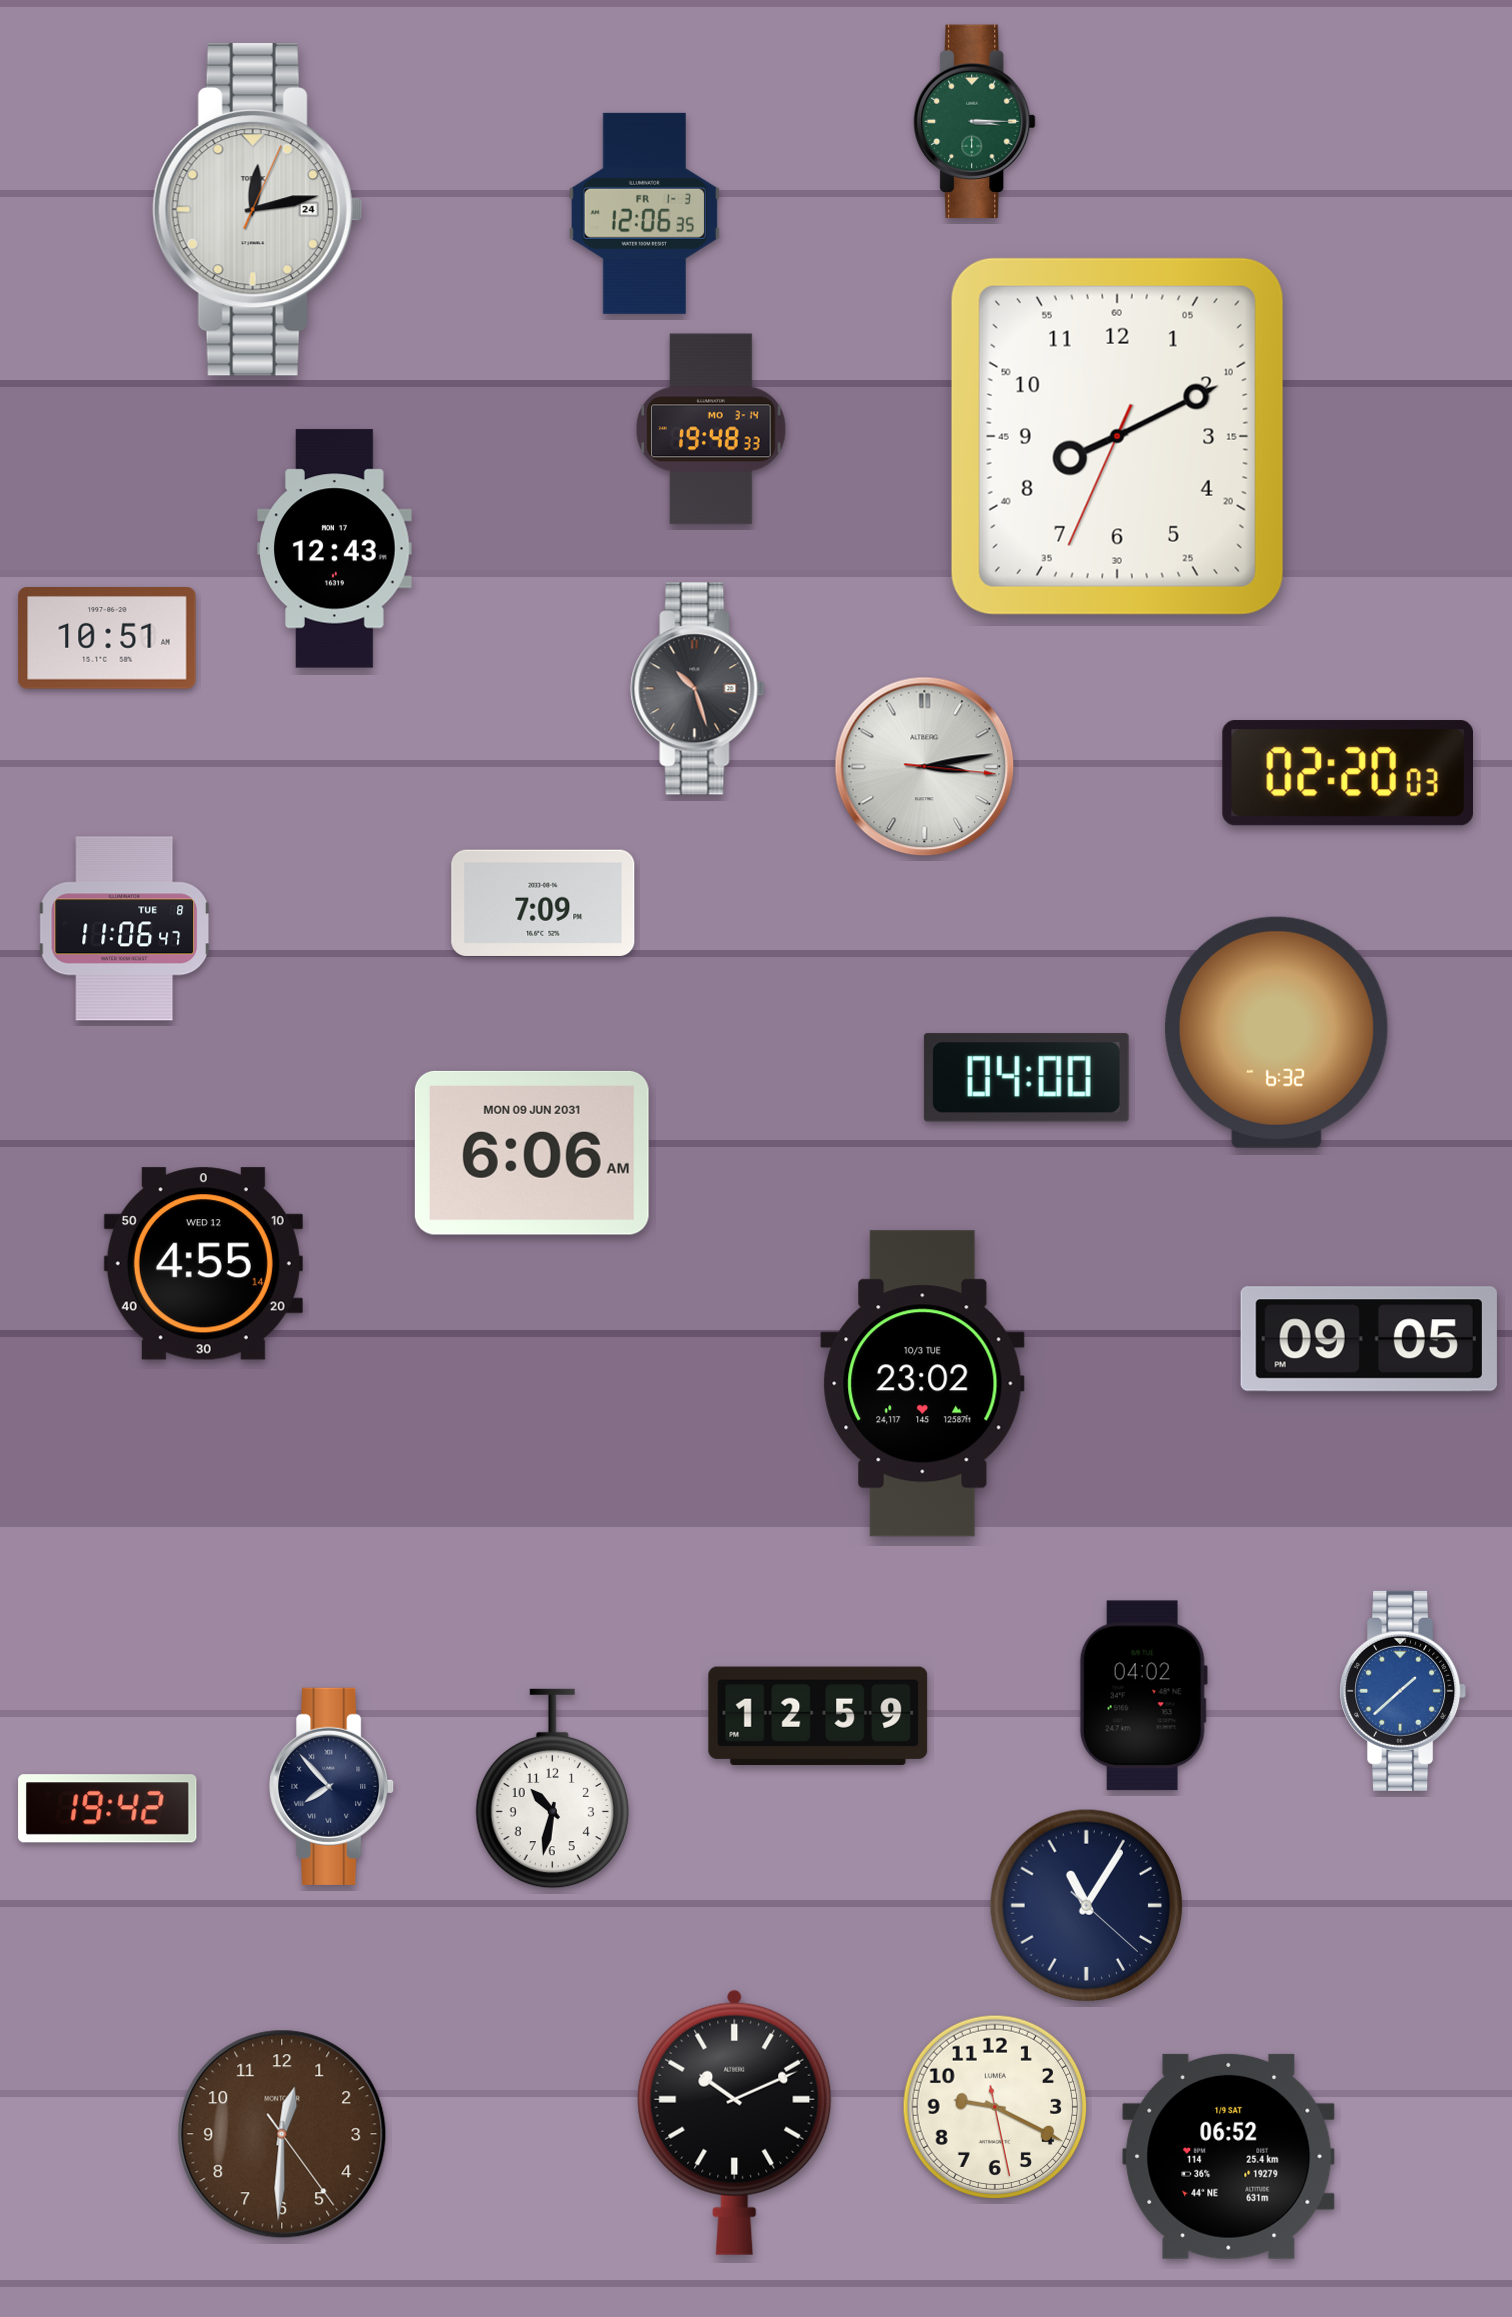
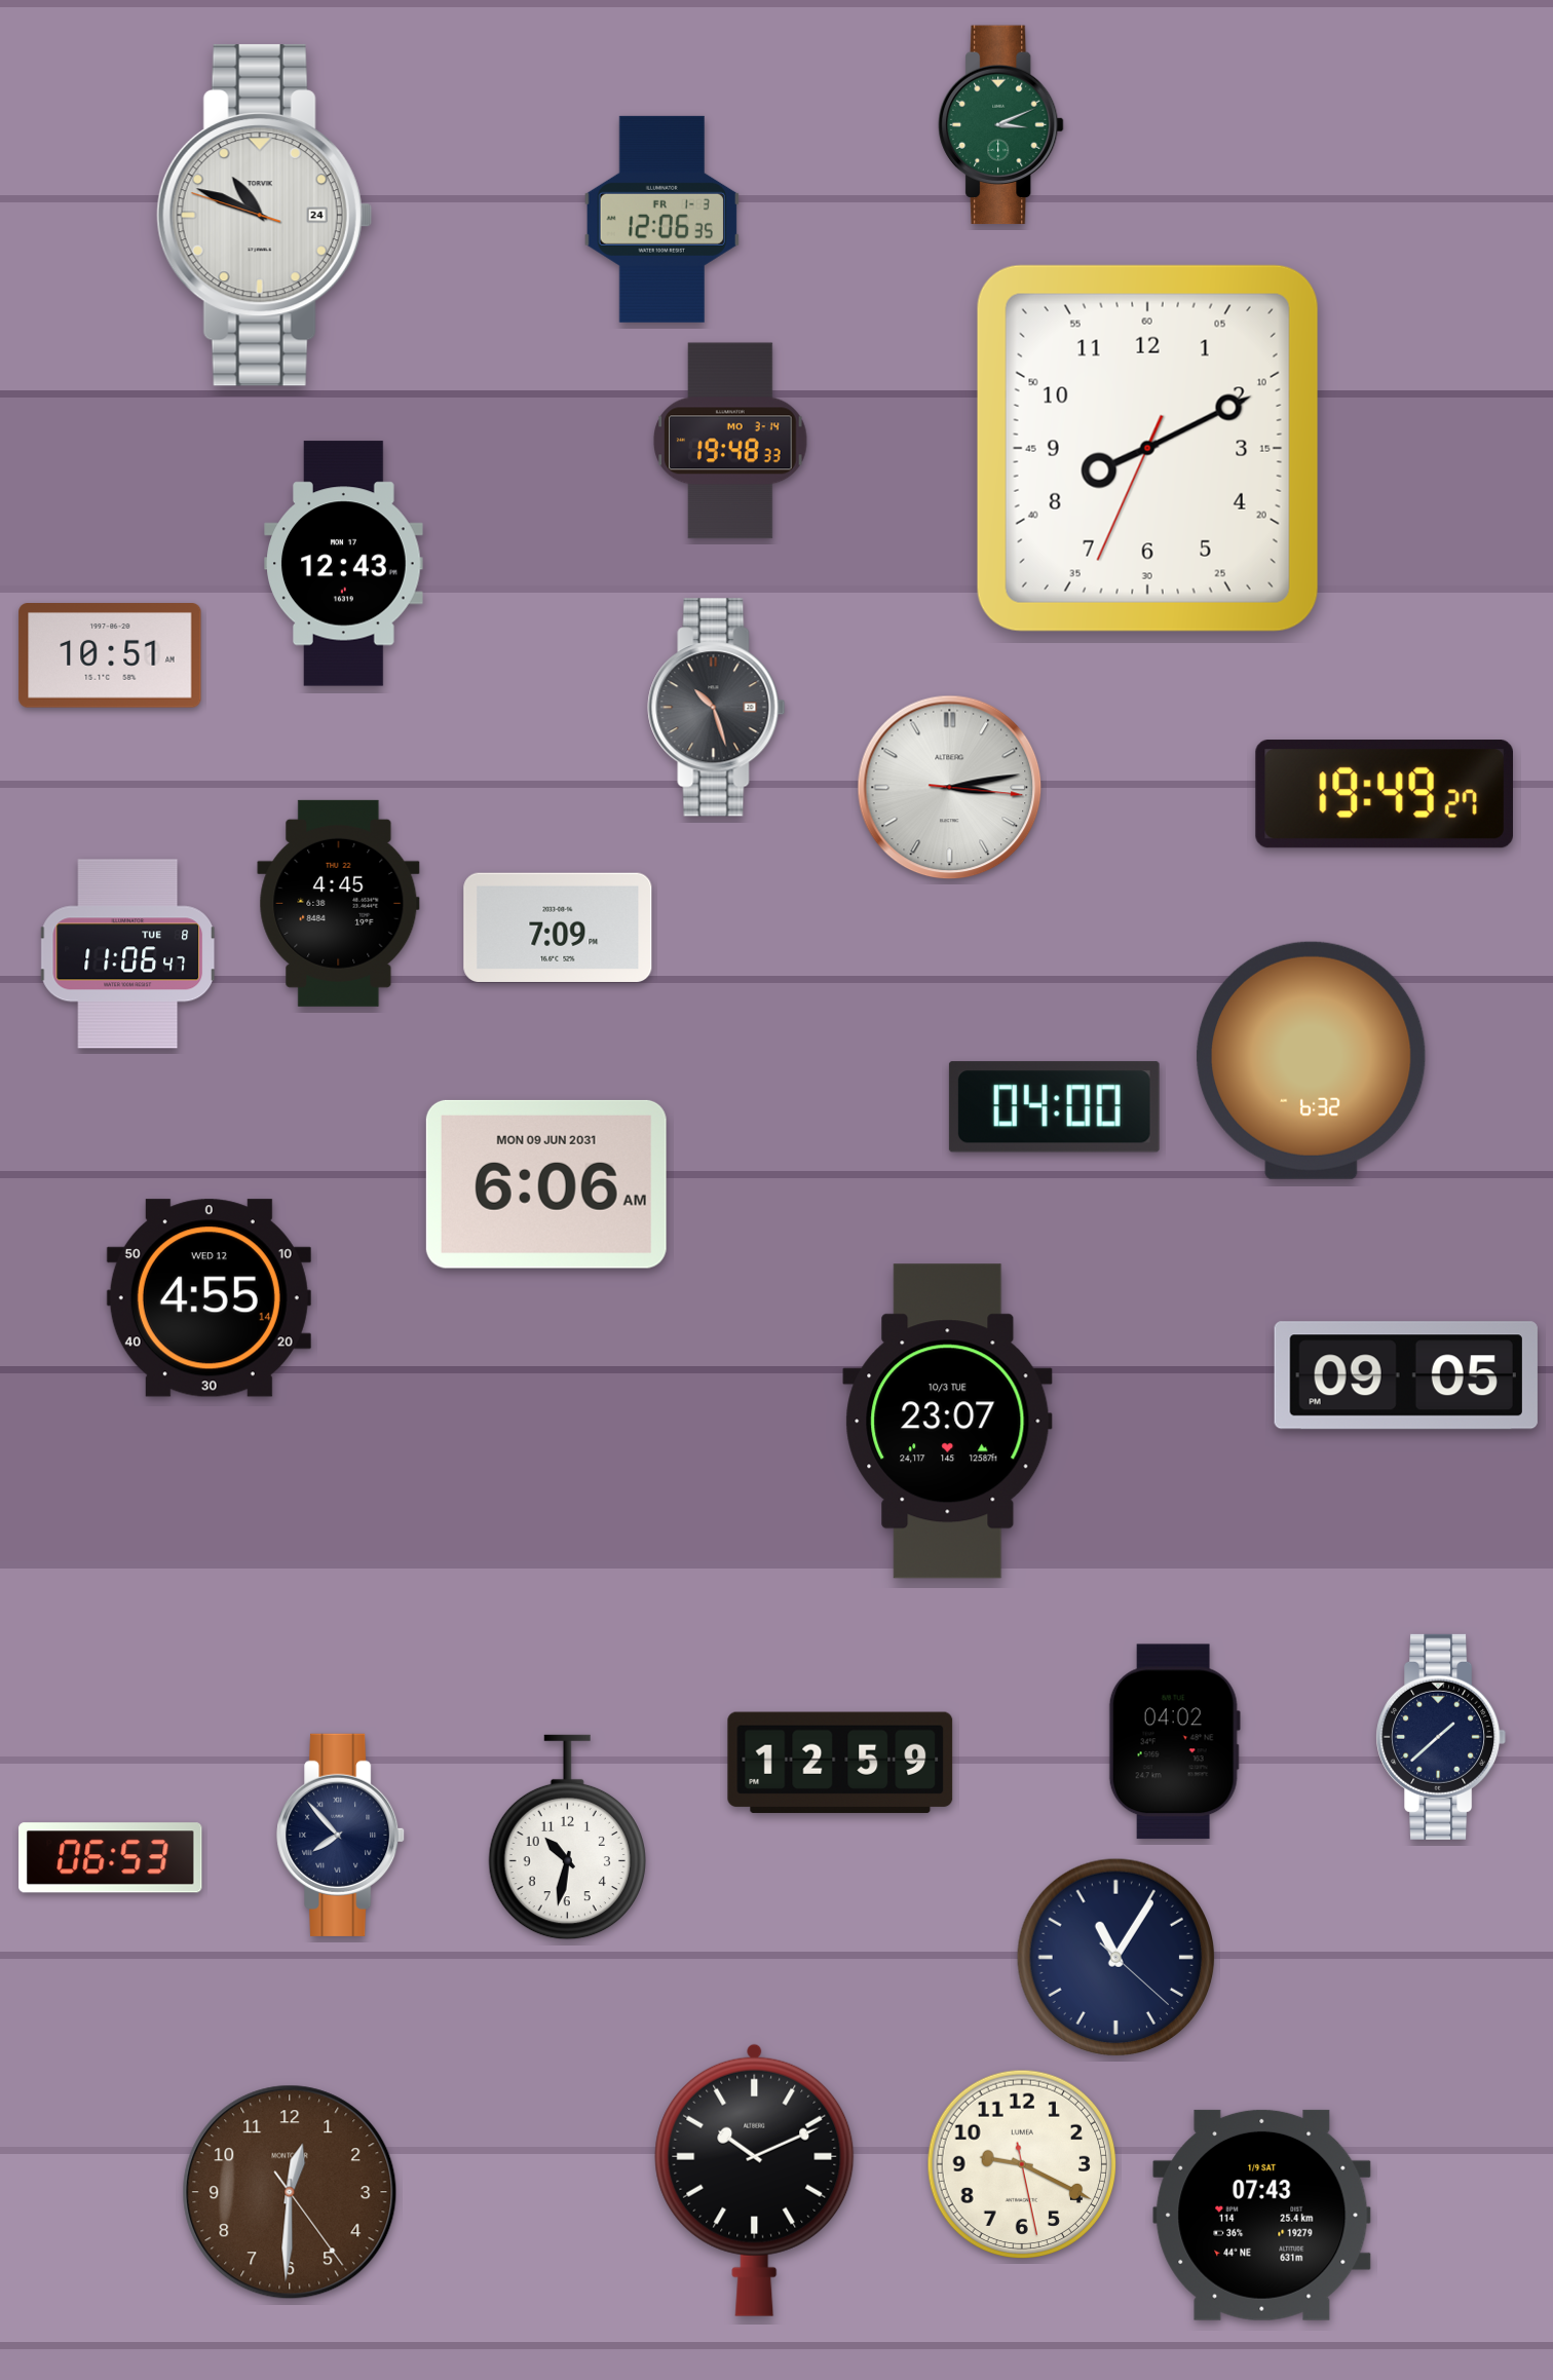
clock at (975, 122): 3:15 -> 3:11
clock at (257, 209): 12:13 -> 10:48
clock at (1347, 773): 02:20 -> 19:49
clock at (339, 903): none -> 4:45
clock at (923, 1384): 23:02 -> 23:07
clock at (1403, 1691) dial: blue -> navy
clock at (108, 1809): 19:42 -> 06:53
clock at (1229, 2156): 06:52 -> 07:43
